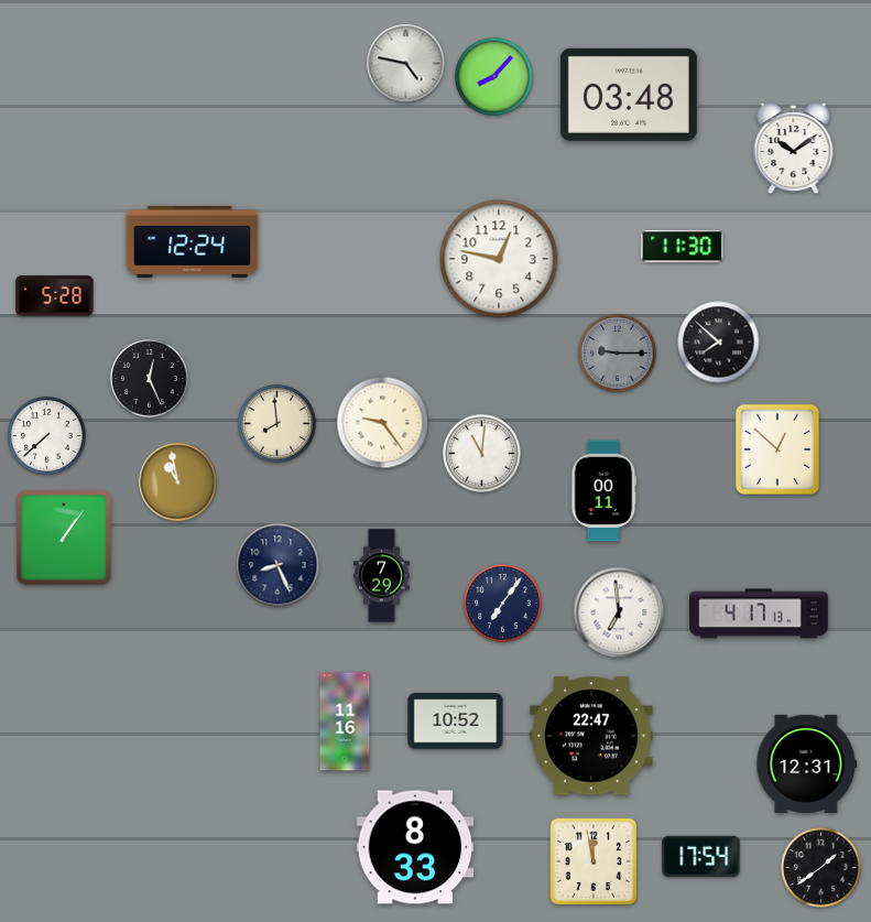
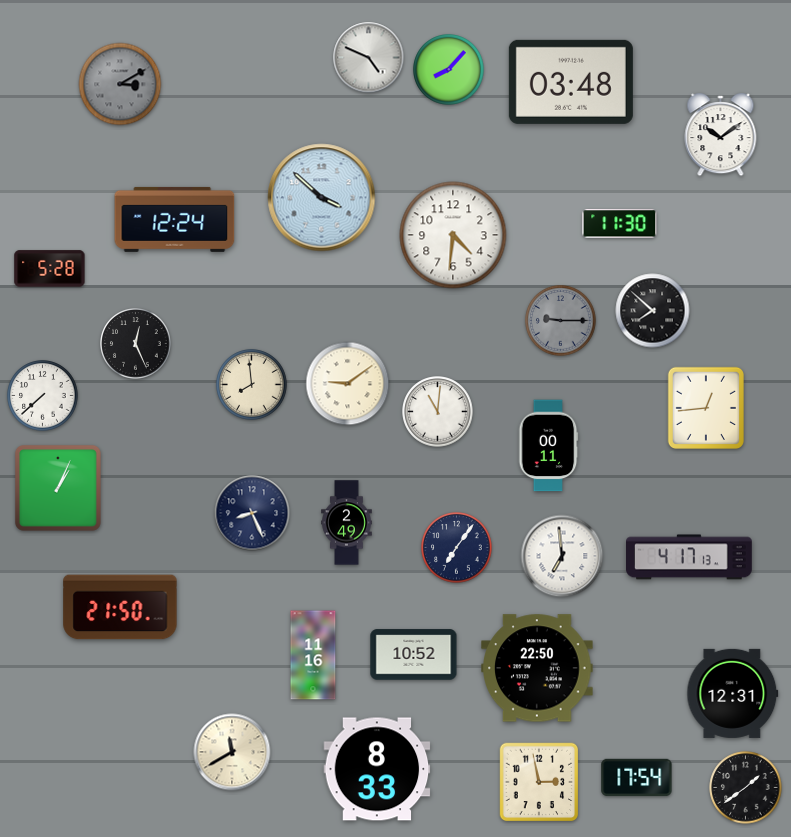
clock at (406, 64): 4:47 -> 4:49
clock at (120, 84): none -> 3:10
clock at (629, 95) position: (629, 95) -> (571, 82)
clock at (322, 198): none -> 3:52
clock at (499, 259): 12:47 -> 4:31
clock at (383, 423): 9:24 -> 9:09
clock at (777, 449): 12:52 -> 12:44
clock at (178, 482): 10:58 -> none
clock at (64, 538): 1:06 -> 1:04
clock at (382, 576): 7:29 -> 2:49
clock at (120, 607): none -> 21:50
clock at (592, 736): 22:47 -> 22:50
clock at (232, 752): none -> 11:40
clock at (594, 861): 11:58 -> 2:58
